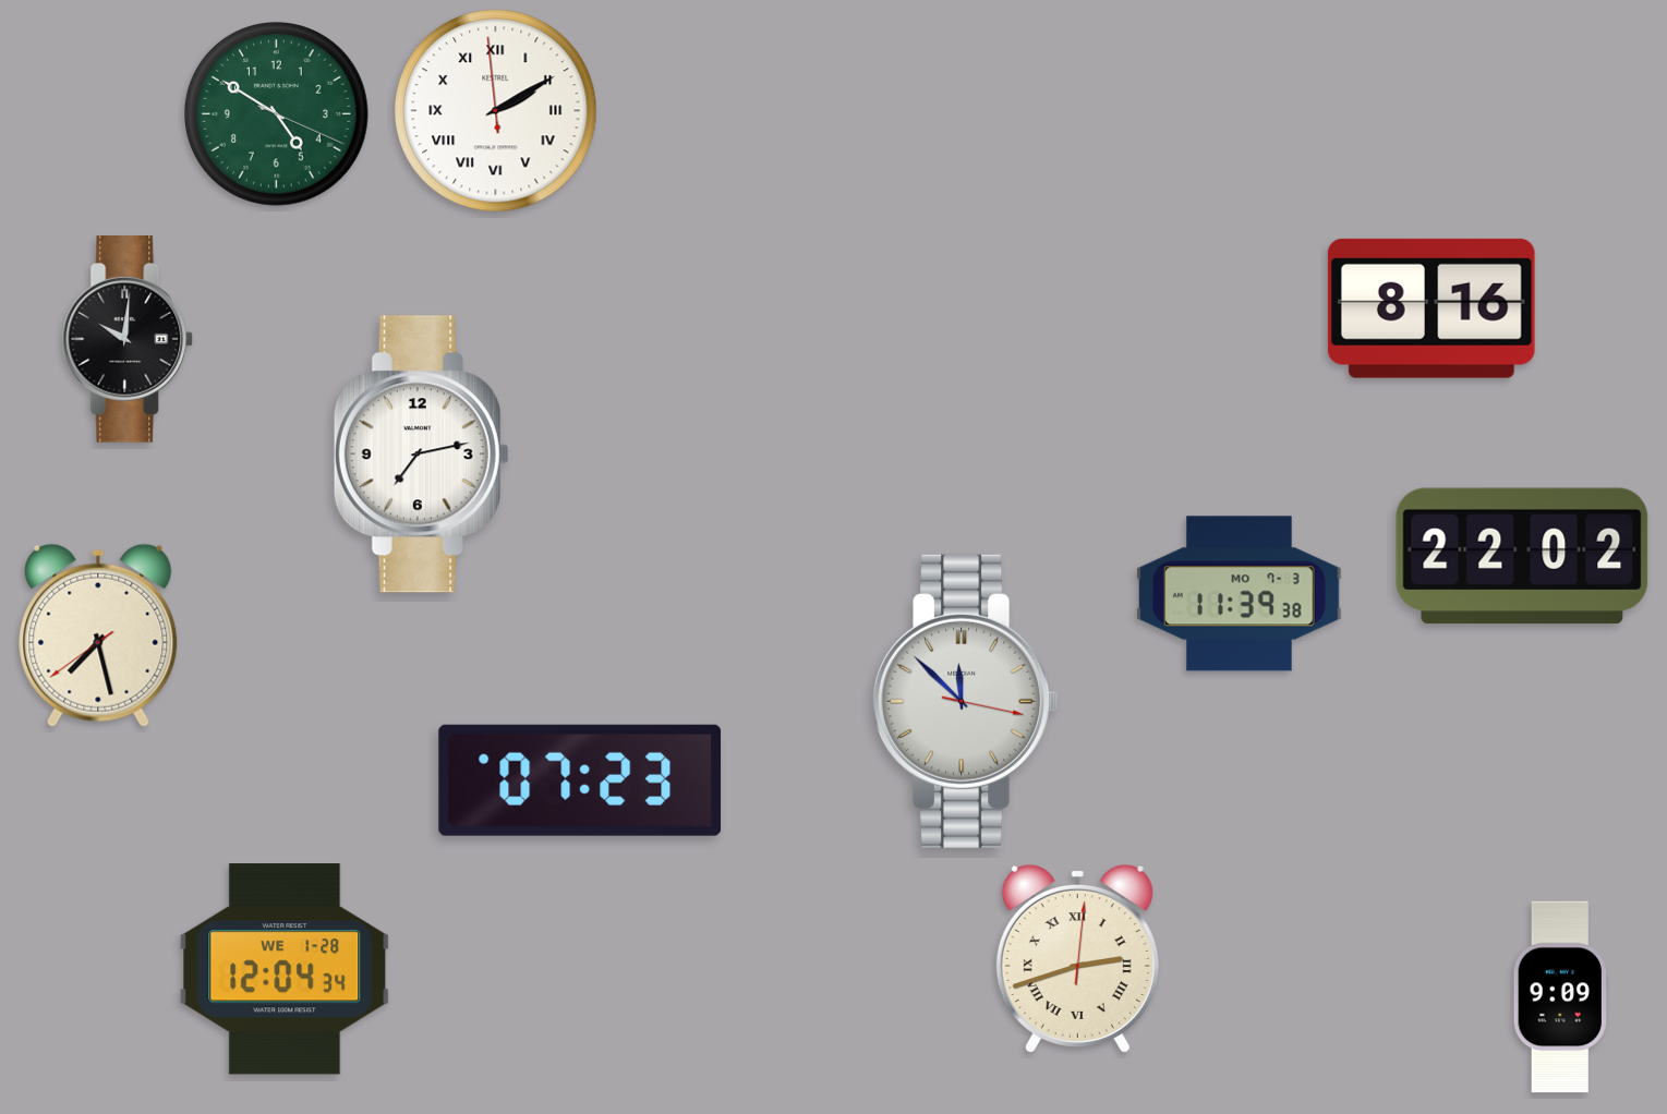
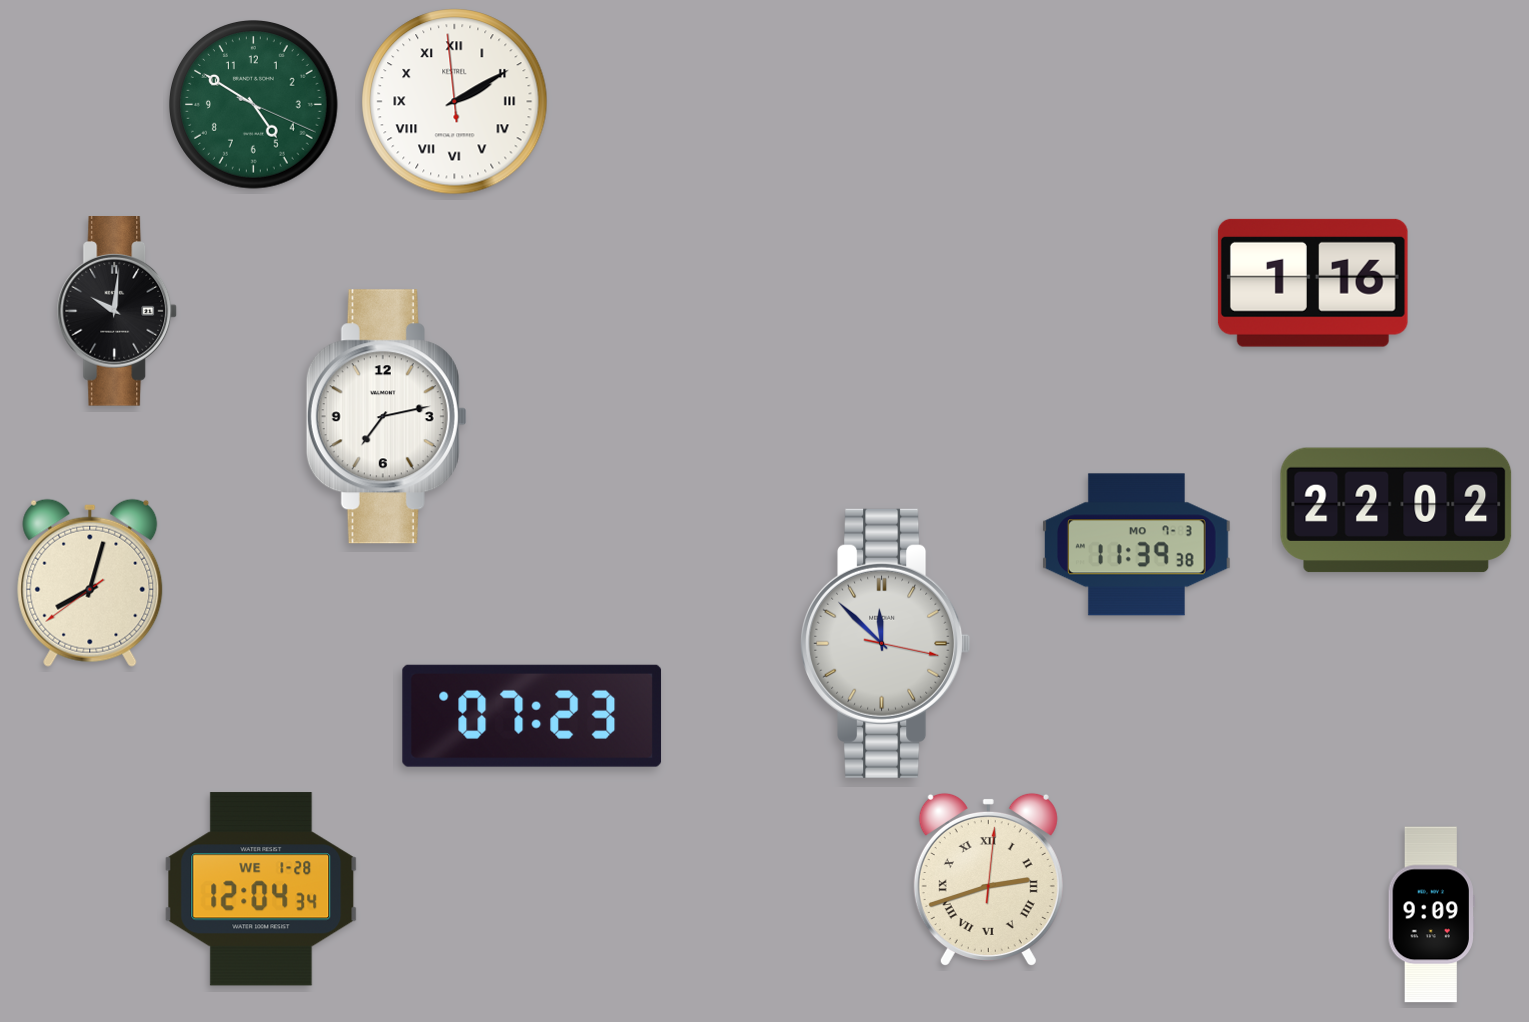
clock at (1432, 308): 8:16 -> 1:16
clock at (98, 635): 7:27 -> 8:02
